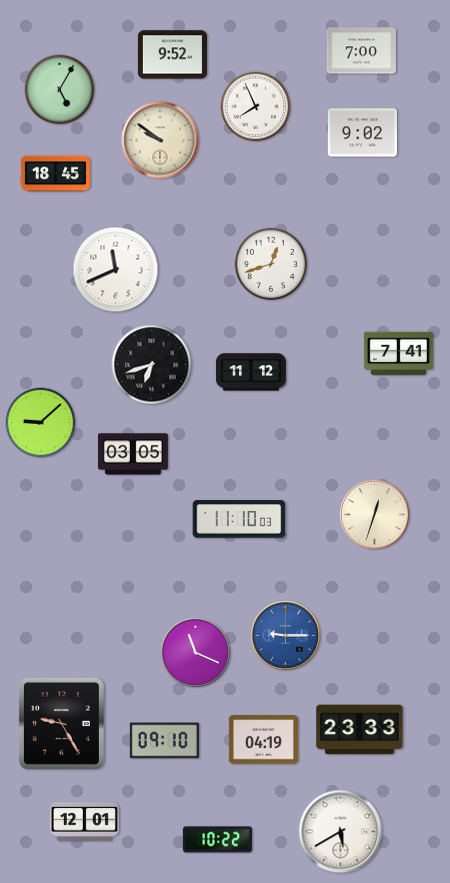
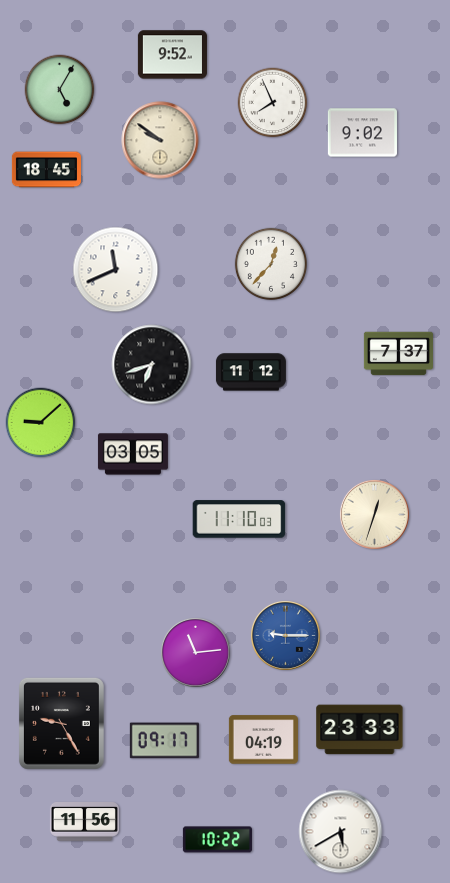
clock at (361, 51): 7:00 -> none
clock at (256, 107) position: (256, 107) -> (273, 103)
clock at (55, 174) position: (55, 174) -> (46, 170)
clock at (270, 263): 12:42 -> 12:37
clock at (398, 354): 7:41 -> 7:37
clock at (195, 652): 11:19 -> 11:14
clock at (164, 741): 09:10 -> 09:17
clock at (84, 822): 12:01 -> 11:56
